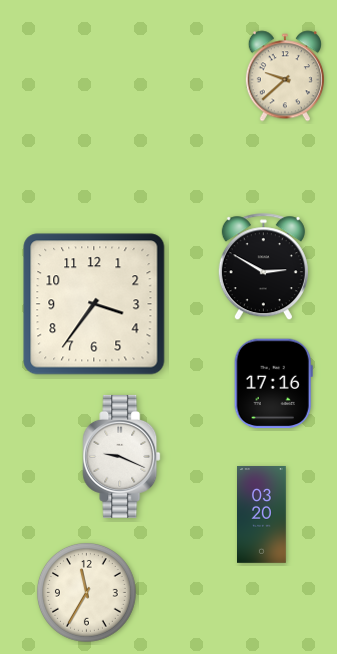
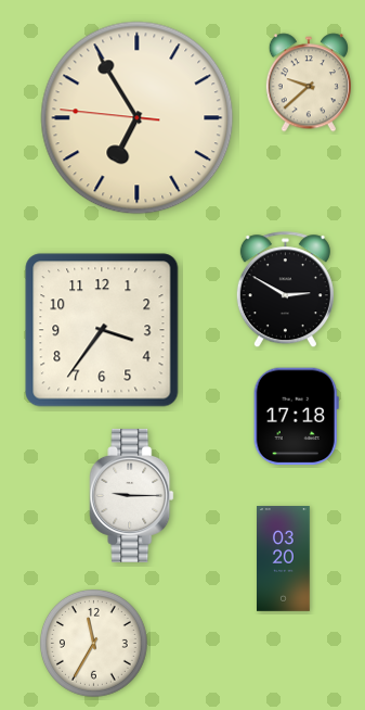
clock at (138, 118): none -> 6:54
clock at (273, 384): 17:16 -> 17:18
clock at (122, 456): 9:19 -> 9:15
